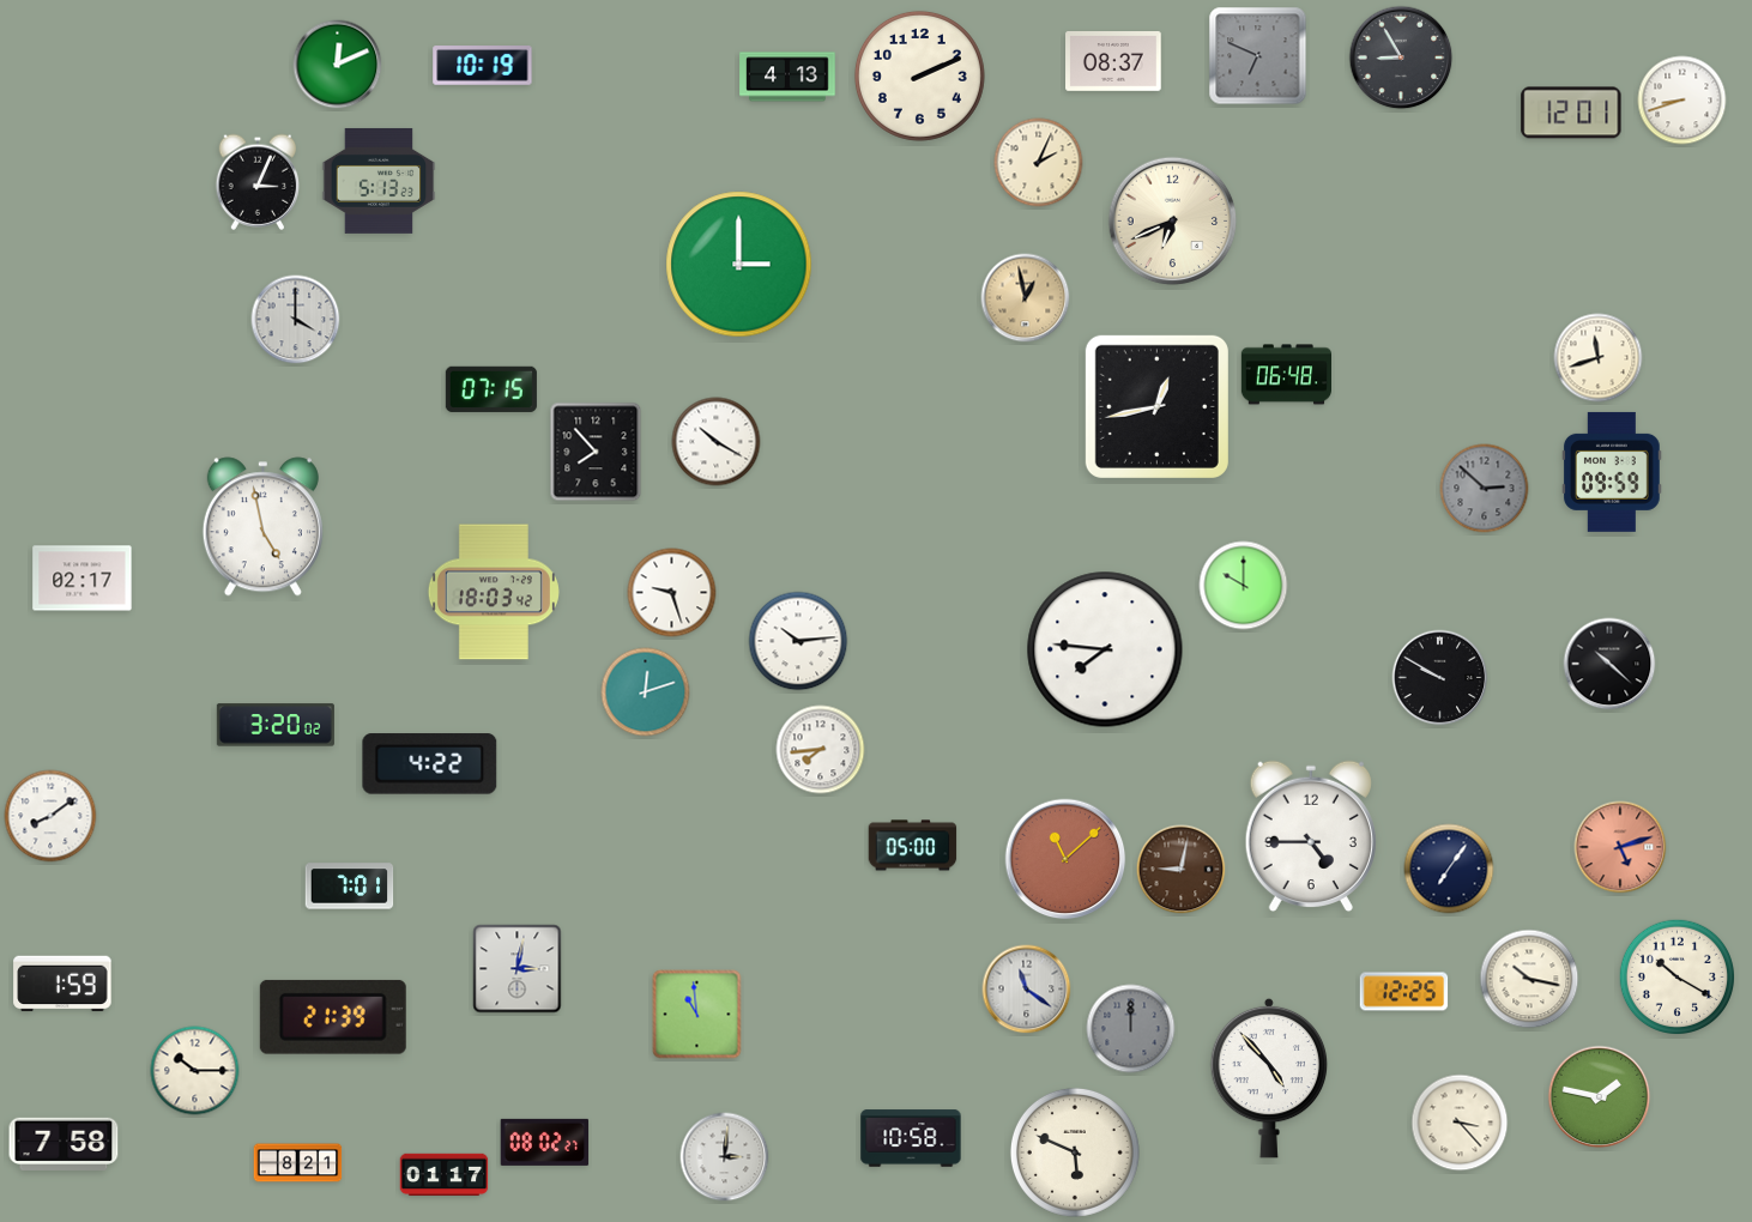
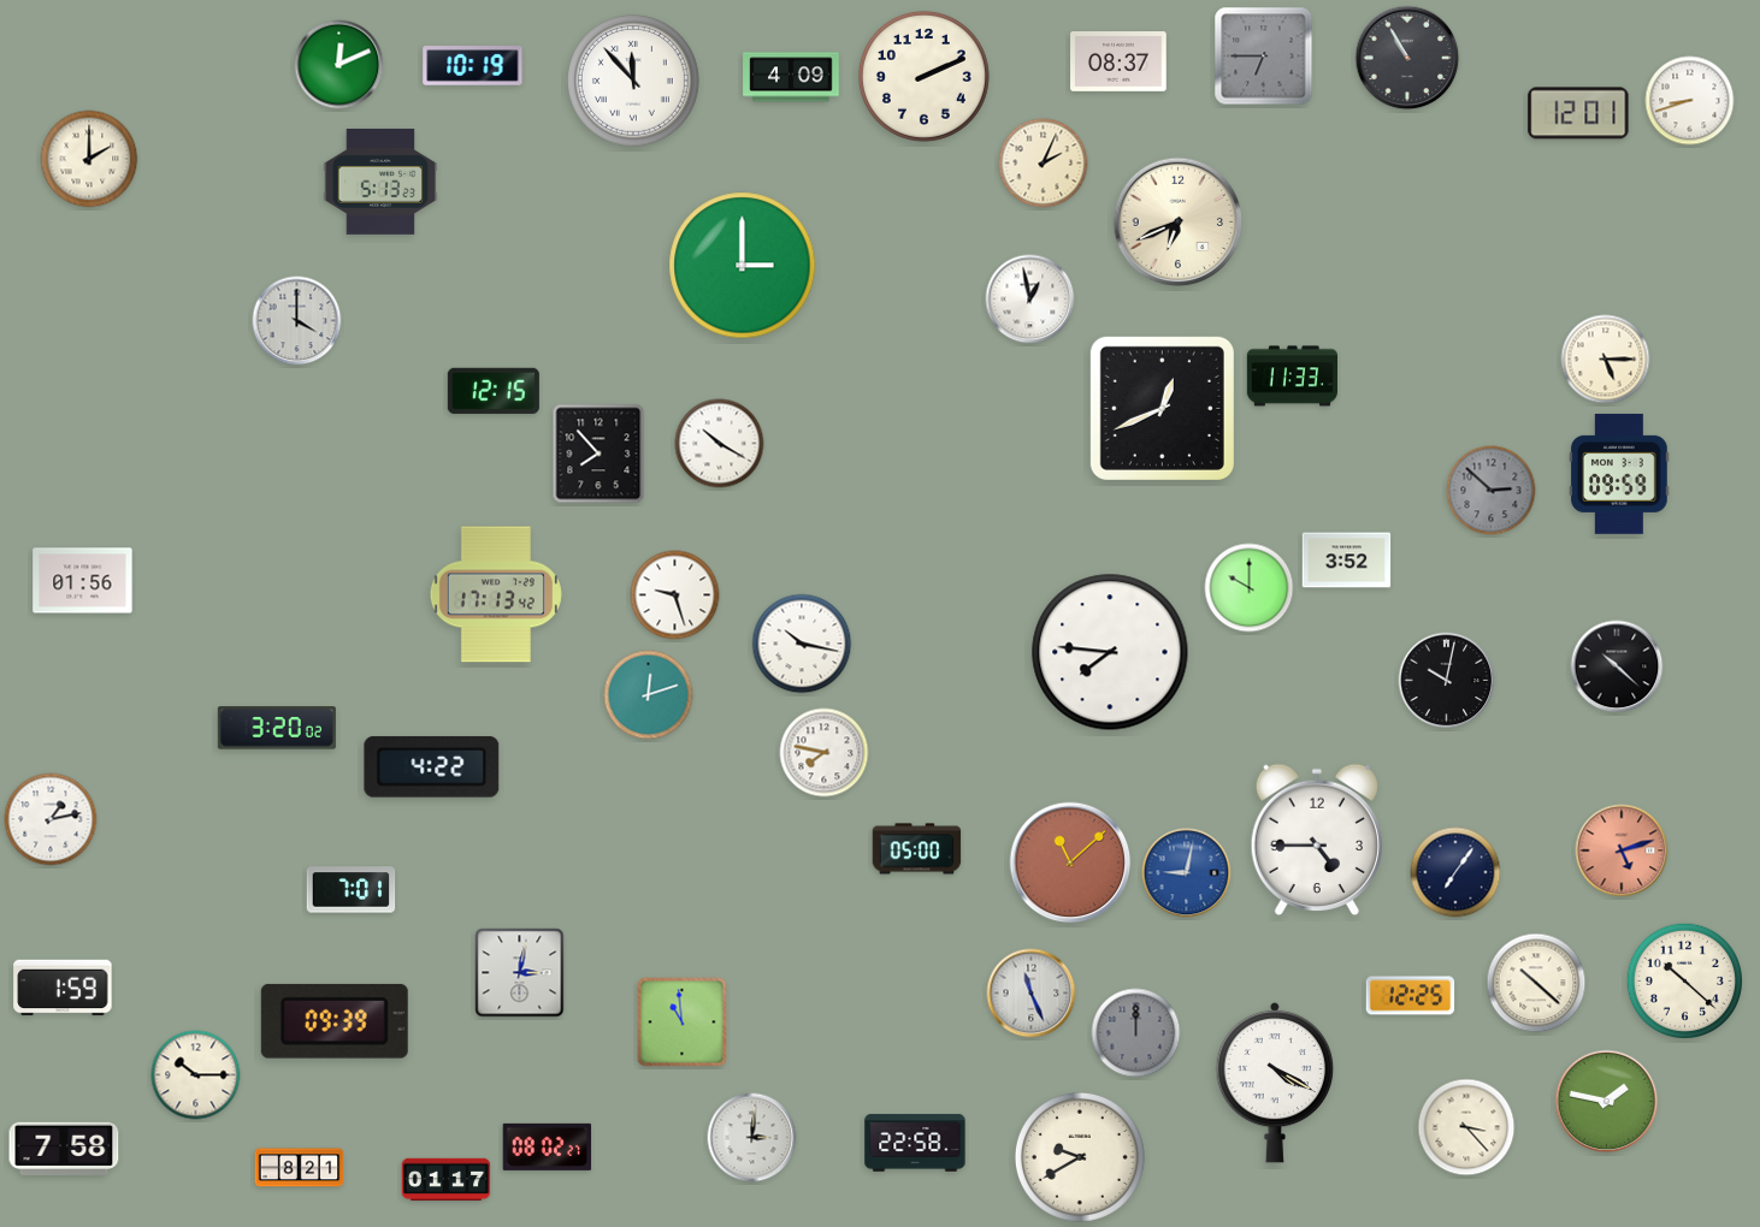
clock at (1258, 56): 6:49 -> 6:45
clock at (1401, 58): 8:55 -> 10:55
clock at (483, 66) position: (483, 66) -> (473, 66)
clock at (787, 77): 4:13 -> 4:09
clock at (633, 81): none -> 11:53
clock at (89, 159): none -> 2:00
clock at (258, 182): 3:04 -> none
clock at (1026, 298) dial: champagne -> white
clock at (1599, 358): 11:42 -> 5:15
clock at (1286, 375): 06:48 -> 11:33
clock at (491, 389): 07:15 -> 12:15
clock at (1156, 406): 12:43 -> 12:41
clock at (262, 527): 4:58 -> none
clock at (1347, 561): none -> 3:52
clock at (83, 579): 02:17 -> 01:56
clock at (494, 592): 18:03 -> 17:13
clock at (798, 641): 10:14 -> 10:17
clock at (1440, 678): 9:50 -> 10:02
clock at (821, 750): 7:44 -> 7:47
clock at (50, 816): 8:09 -> 1:13
clock at (1620, 847) position: (1620, 847) -> (1622, 850)
clock at (1182, 870) dial: brown -> blue
clock at (1678, 978): 10:20 -> 10:22
clock at (1529, 979): 10:17 -> 10:22
clock at (1027, 990): 11:21 -> 11:26
clock at (697, 1015) position: (697, 1015) -> (683, 1022)
clock at (333, 1017): 21:39 -> 09:39
clock at (1269, 1078): 4:53 -> 4:20
clock at (911, 1138): 10:58 -> 22:58
clock at (1075, 1153): 5:49 -> 9:40
clock at (725, 1157) position: (725, 1157) -> (752, 1138)
